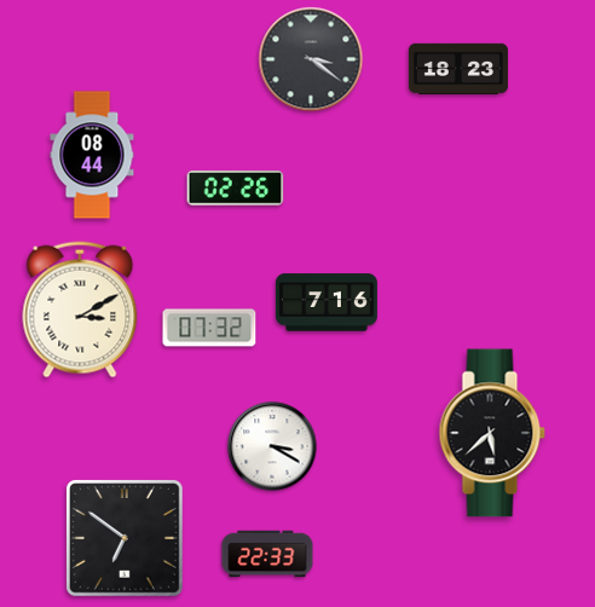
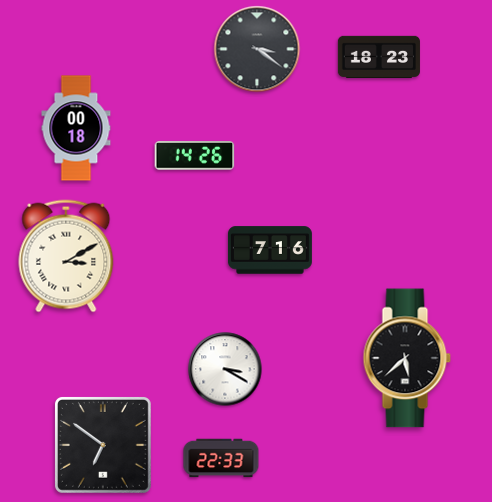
clock at (92, 155): 08:44 -> 00:18
clock at (236, 189): 02:26 -> 14:26
clock at (209, 328): 07:32 -> none
